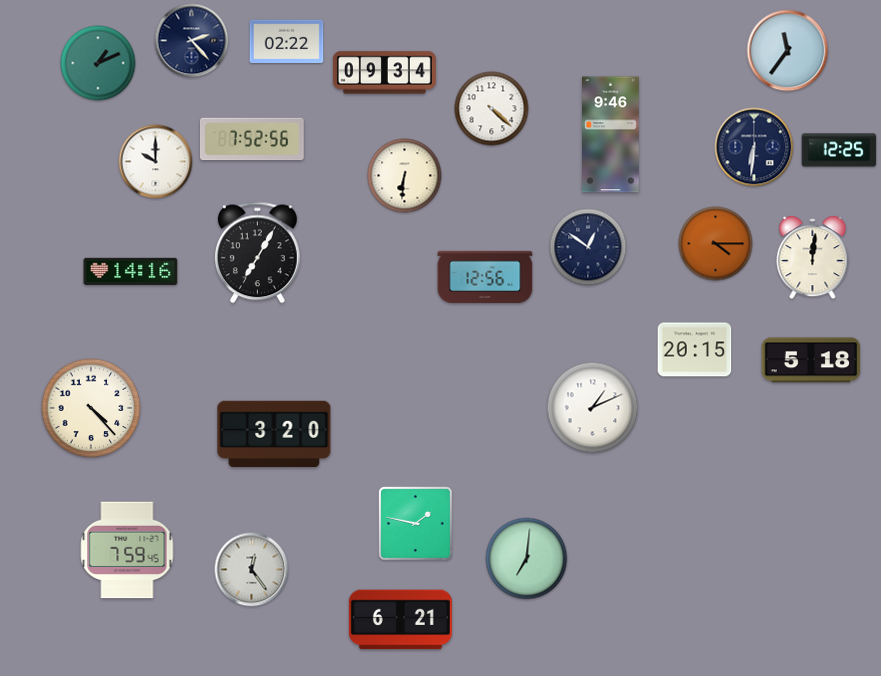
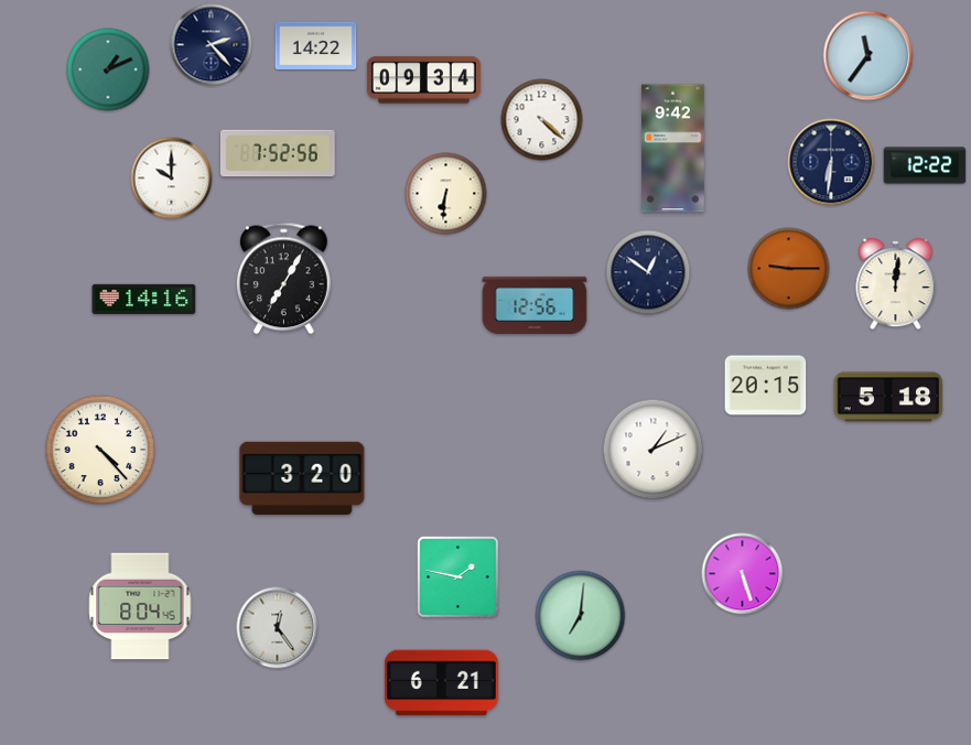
clock at (287, 41): 02:22 -> 14:22
clock at (611, 135): 9:46 -> 9:42
clock at (839, 150): 12:25 -> 12:22
clock at (716, 244): 4:15 -> 9:15
clock at (811, 360) position: (811, 360) -> (888, 397)
clock at (743, 574): none -> 5:27
clock at (127, 550): 7:59 -> 8:04
